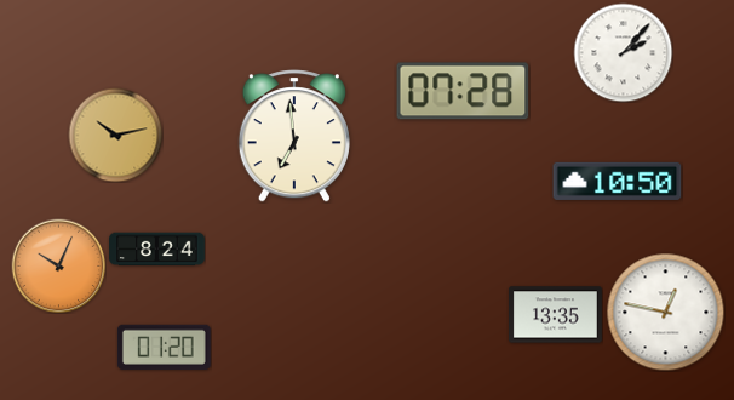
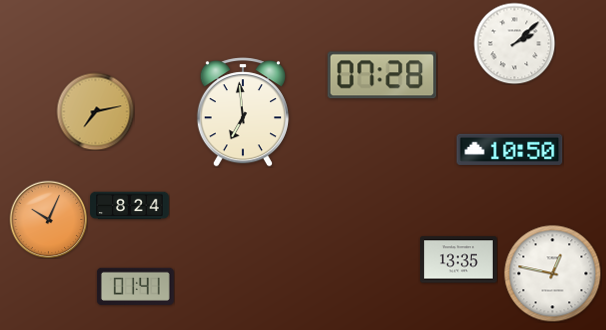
clock at (623, 52): 2:07 -> 2:08
clock at (115, 135): 10:13 -> 7:13
clock at (665, 312) position: (665, 312) -> (552, 273)
clock at (164, 347): 01:20 -> 01:41
